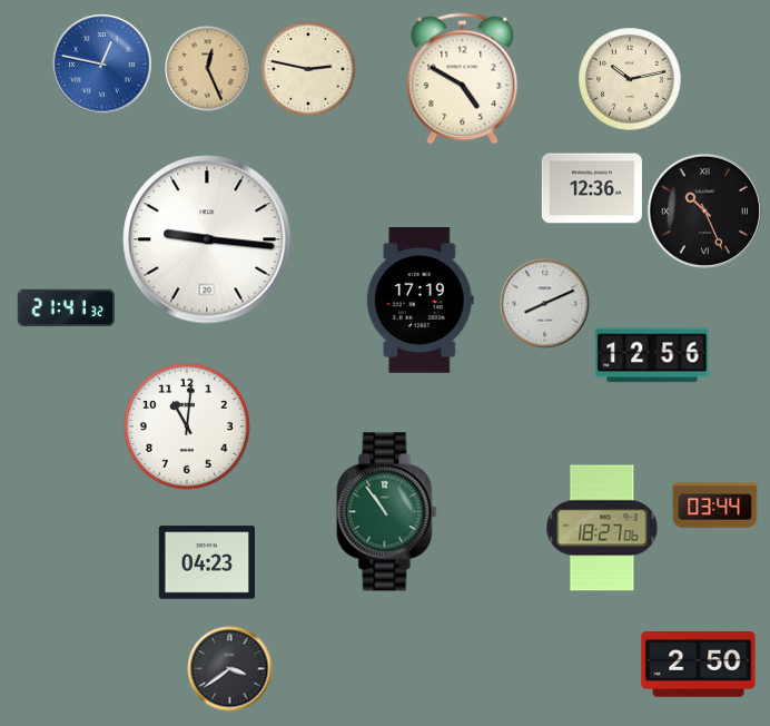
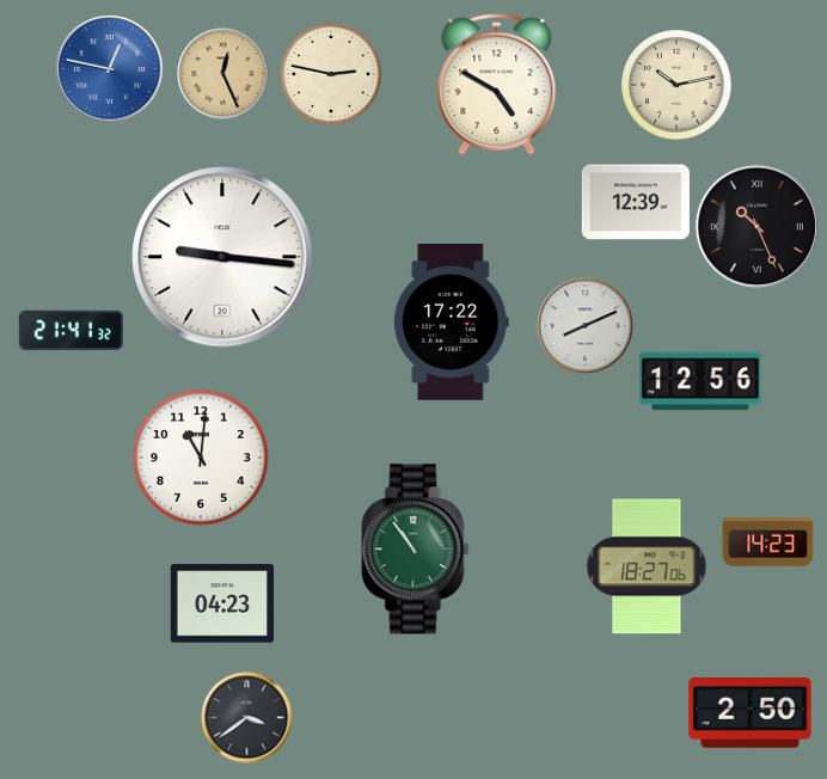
clock at (592, 188): 12:36 -> 12:39
clock at (419, 301): 17:19 -> 17:22
clock at (715, 506): 03:44 -> 14:23
